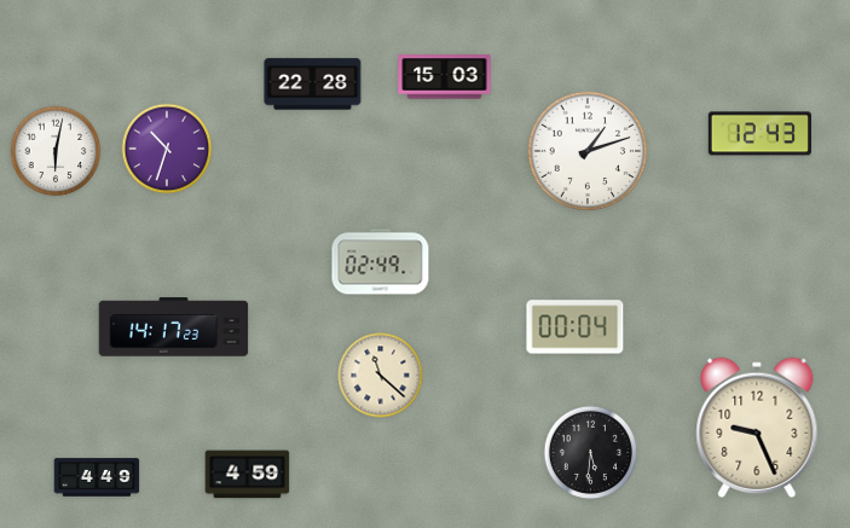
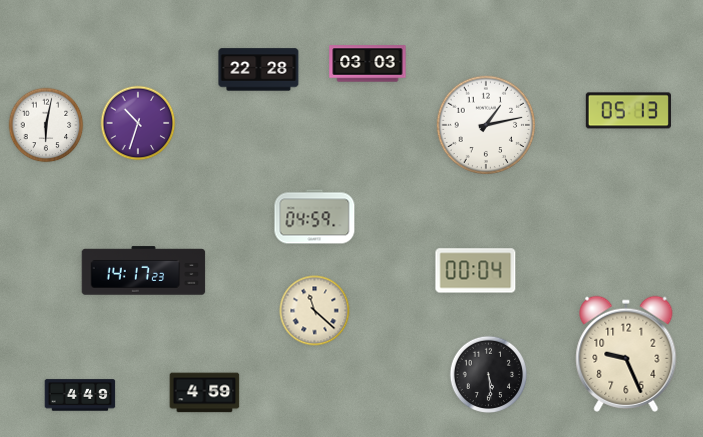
clock at (445, 77): 15:03 -> 03:03
clock at (759, 134): 12:43 -> 05:13
clock at (588, 151): 1:12 -> 1:13
clock at (381, 262): 02:49 -> 04:59
clock at (591, 453): 5:31 -> 5:29
